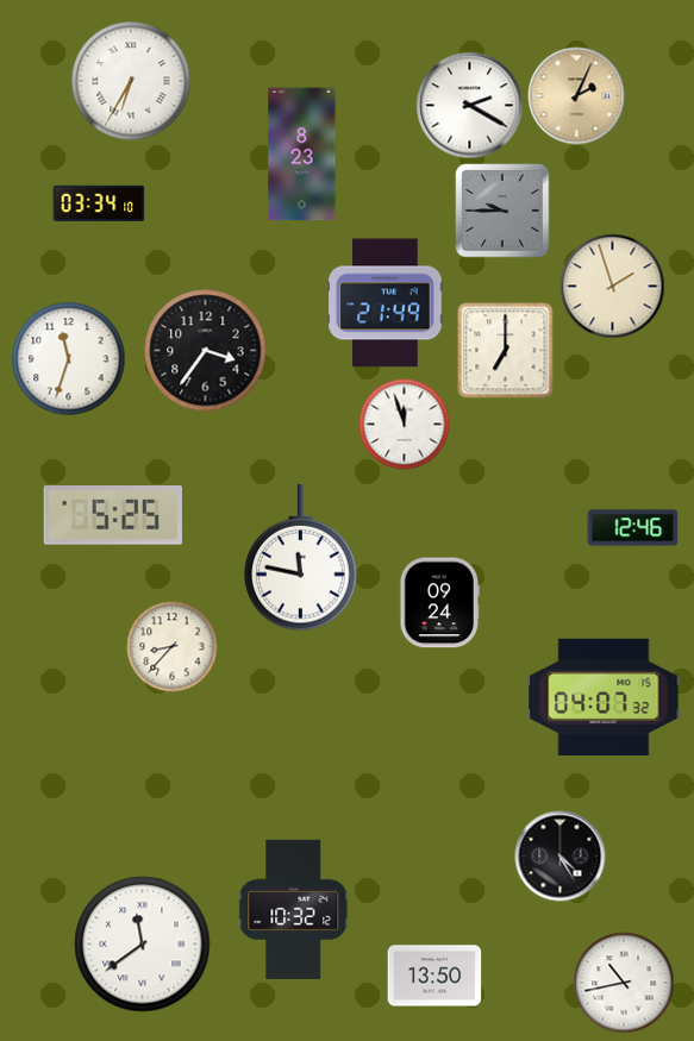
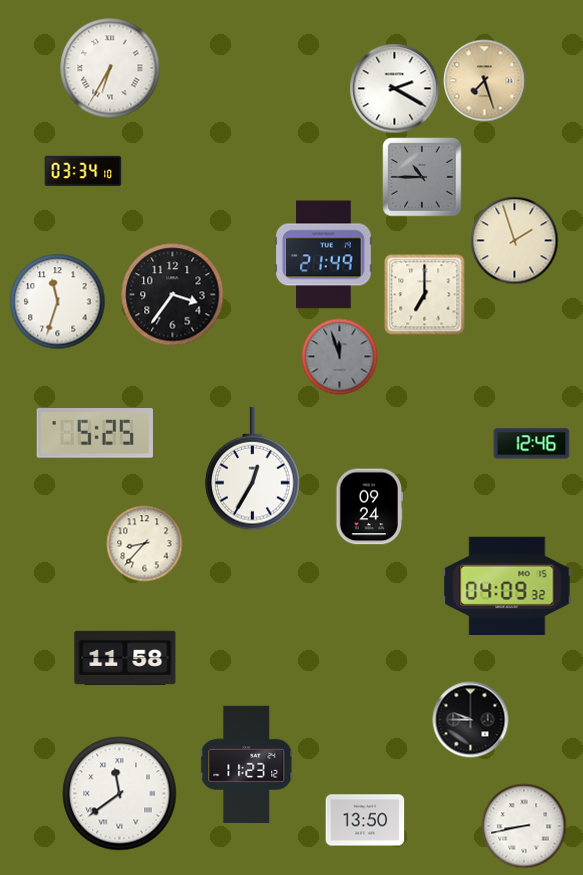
clock at (577, 96): 2:04 -> 7:27
clock at (302, 155): 8:23 -> none
clock at (502, 211): 9:45 -> 10:45
clock at (405, 425) dial: white -> grey
clock at (301, 558): 11:47 -> 12:35
clock at (604, 696): 04:07 -> 04:09
clock at (125, 658): none -> 11:58
clock at (561, 857): 4:25 -> 9:45
clock at (294, 909): 10:32 -> 11:23
clock at (624, 983): 10:43 -> 8:43
